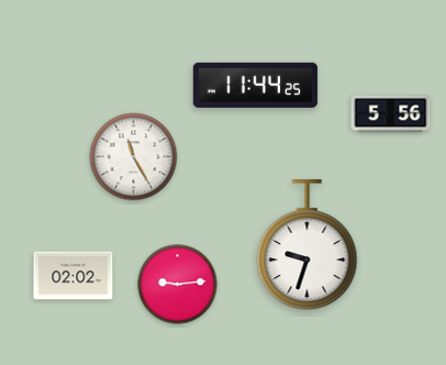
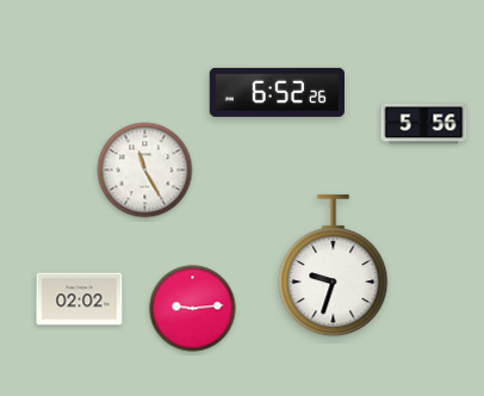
clock at (255, 85): 11:44 -> 6:52
